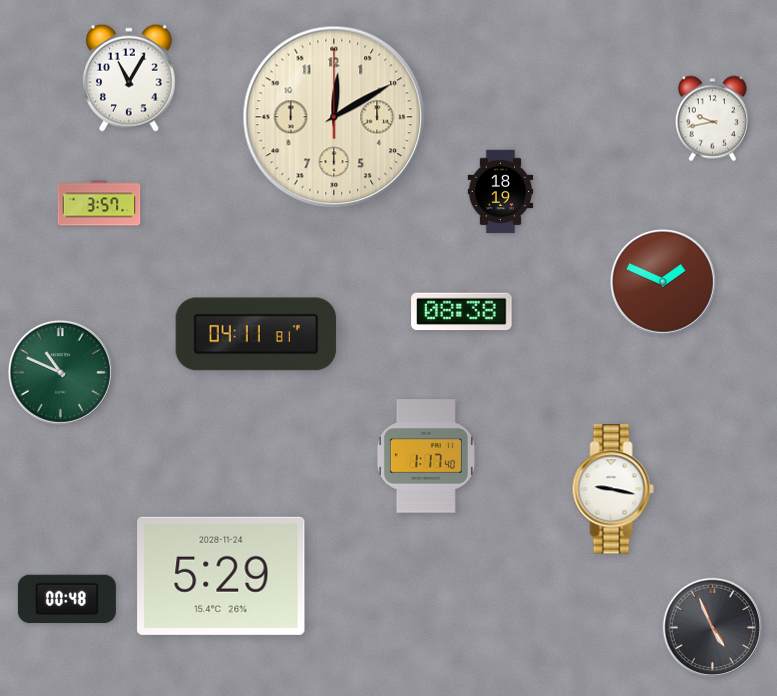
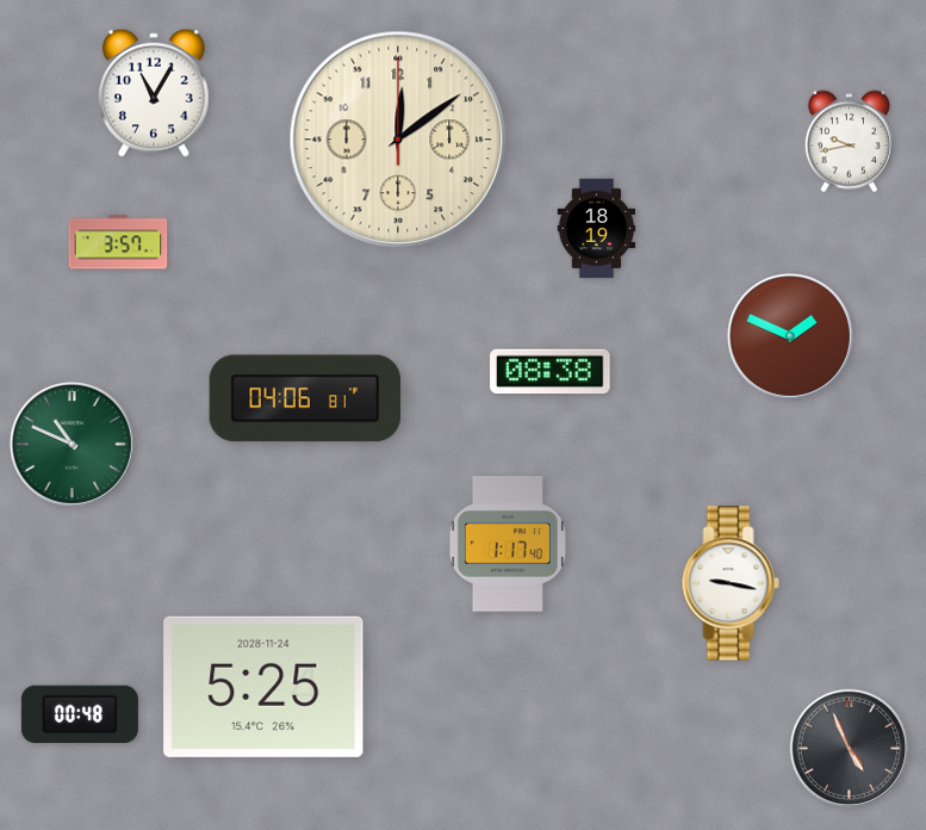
clock at (334, 117): 12:10 -> 12:09
clock at (256, 334): 04:11 -> 04:06
clock at (221, 576): 5:29 -> 5:25
